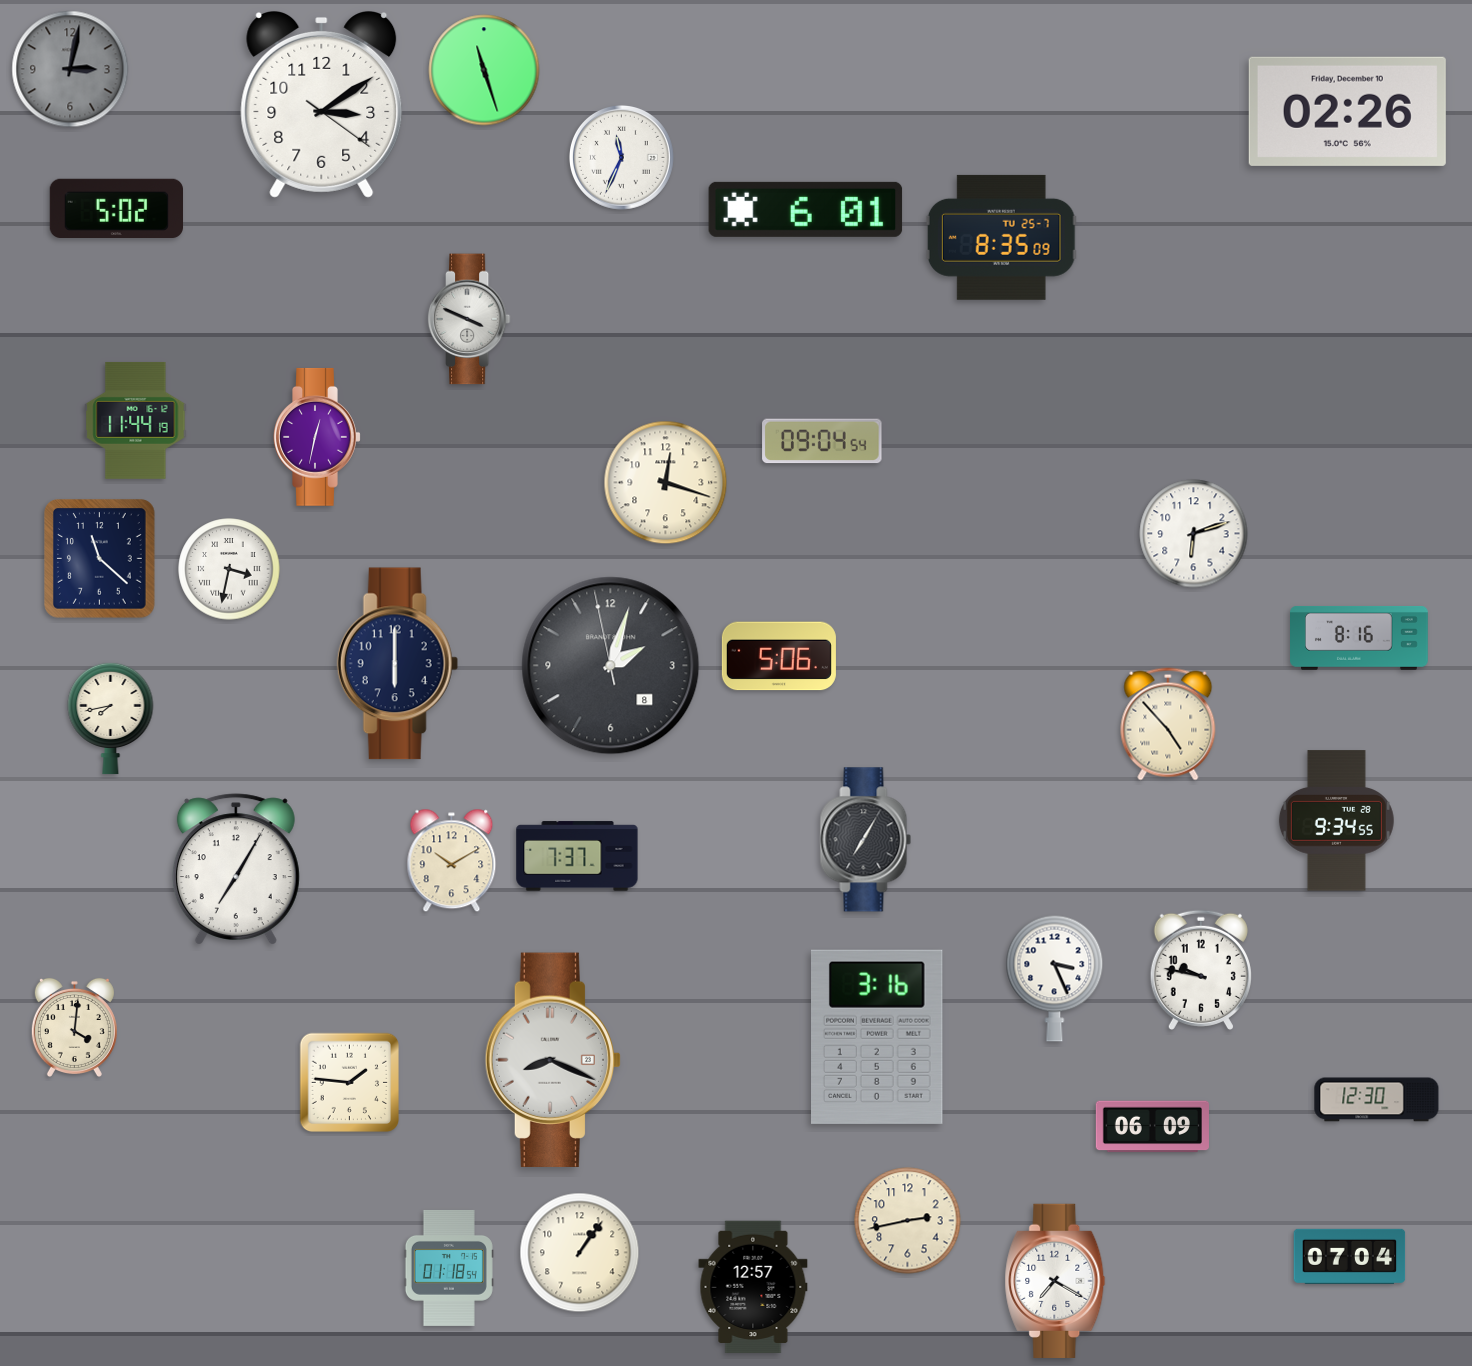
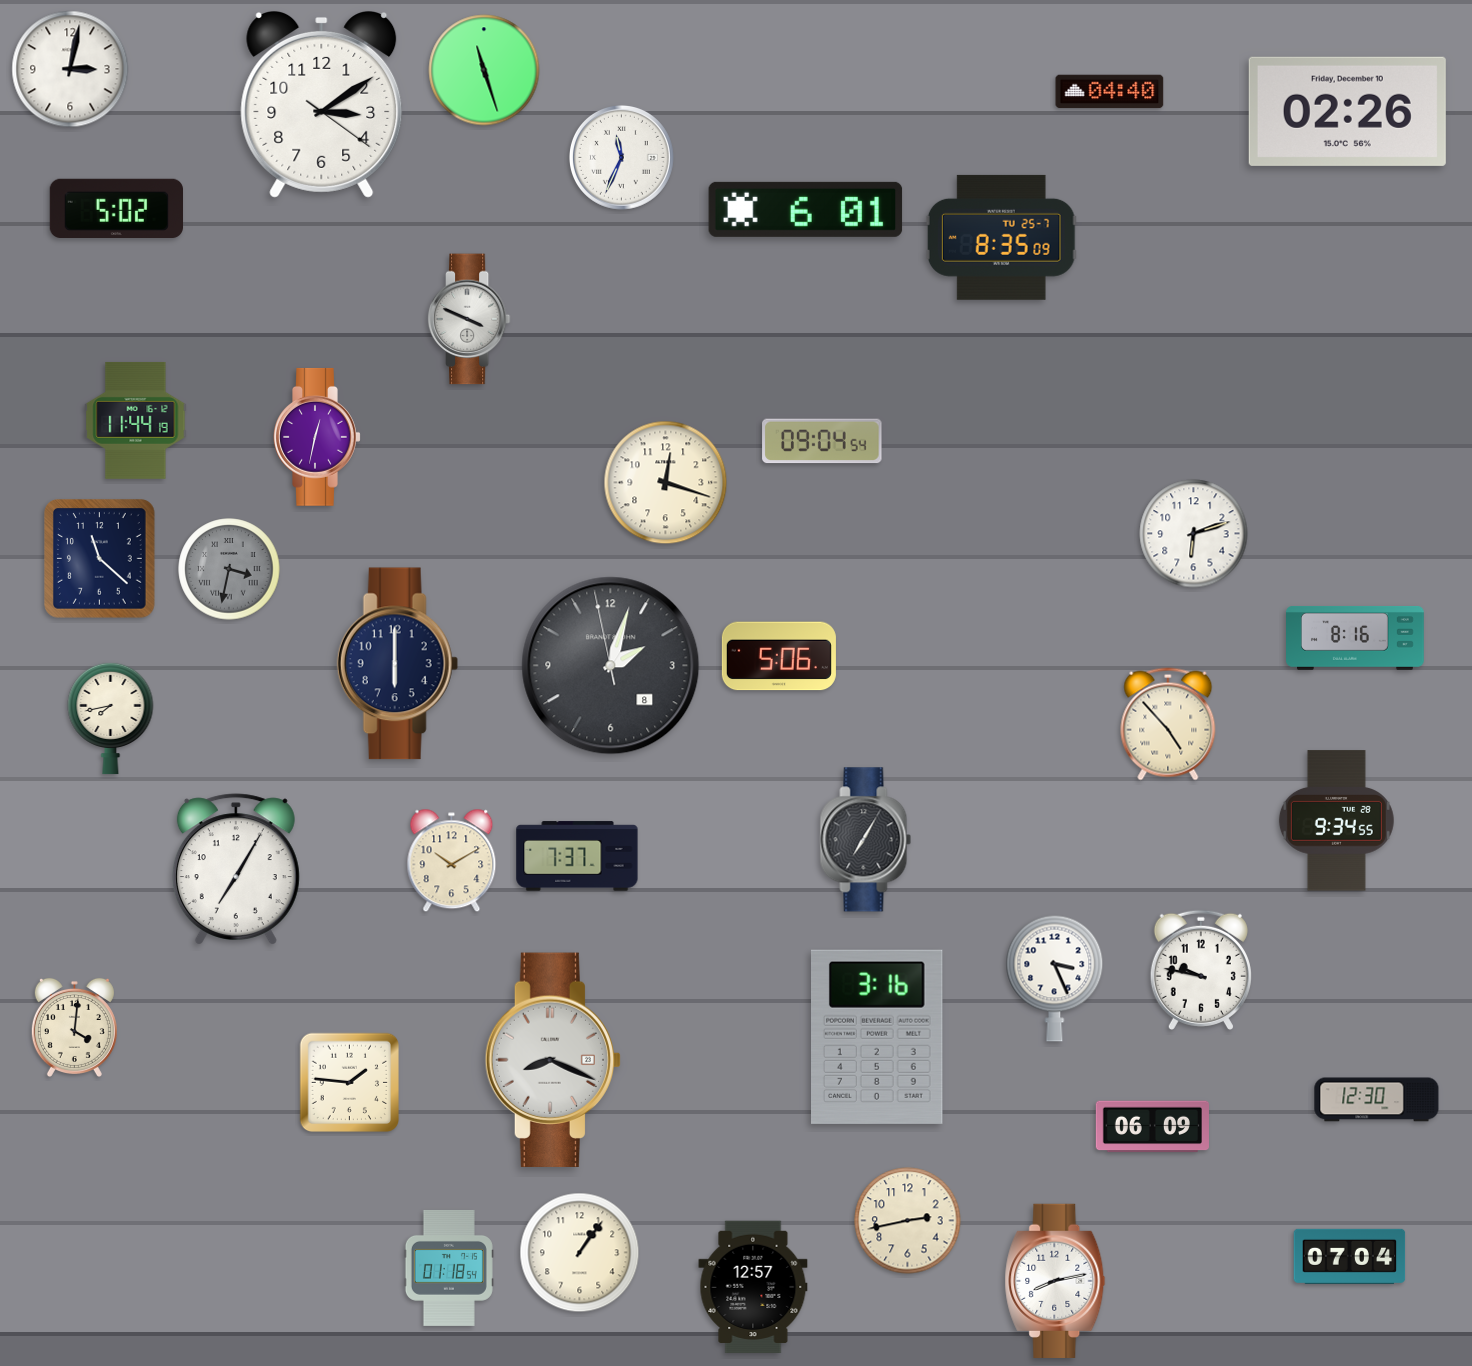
clock at (70, 69) dial: grey -> white
clock at (1110, 92): none -> 04:40
clock at (229, 569) dial: white -> grey
clock at (1360, 639) position: (1360, 639) -> (1356, 639)
clock at (1055, 1281): 7:20 -> 8:13
